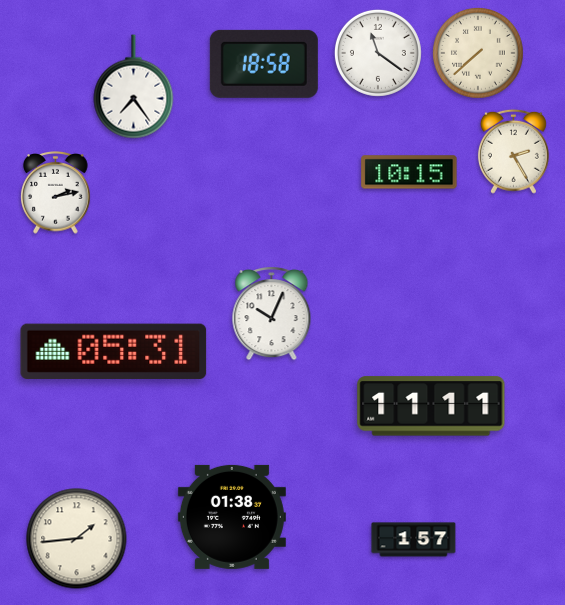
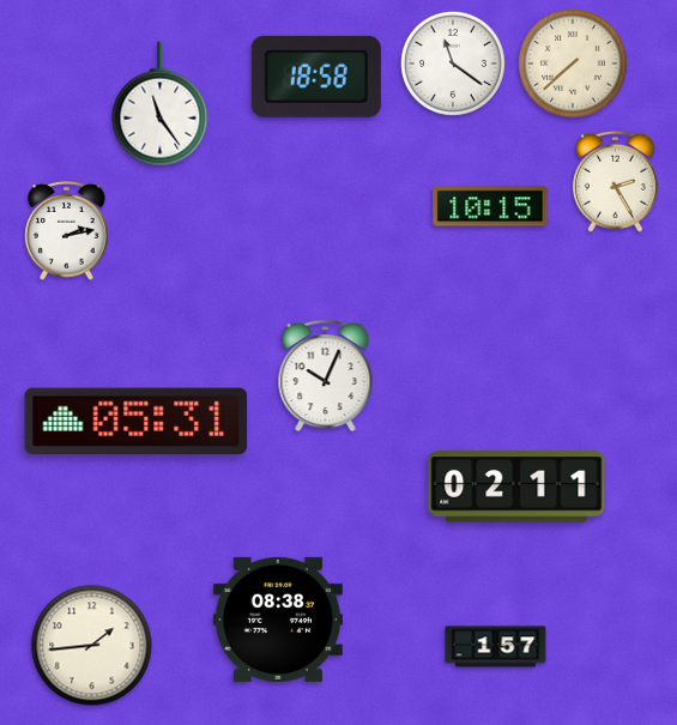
clock at (134, 87): 7:24 -> 11:24
clock at (431, 406): 11:11 -> 02:11
clock at (232, 517): 01:38 -> 08:38
